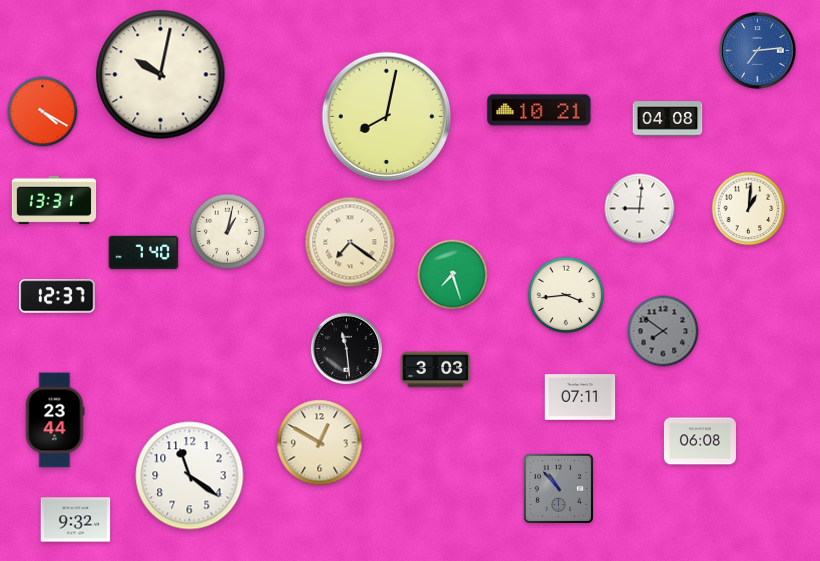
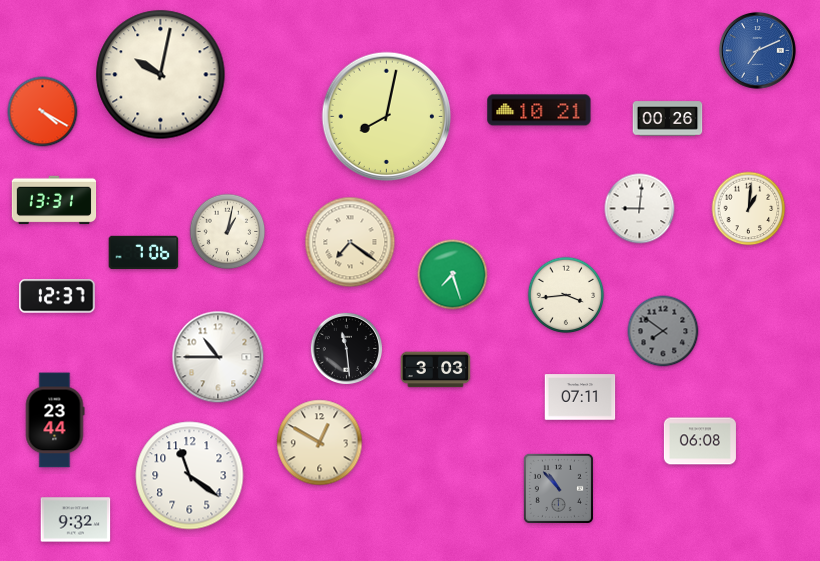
clock at (758, 51): 7:14 -> 7:11
clock at (668, 119): 04:08 -> 00:26
clock at (144, 253): 7:40 -> 7:06
clock at (218, 357): none -> 10:45
